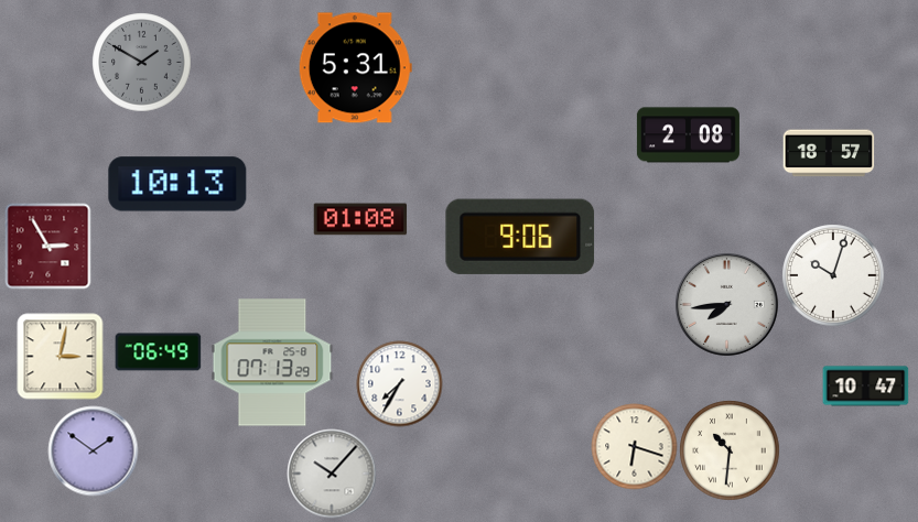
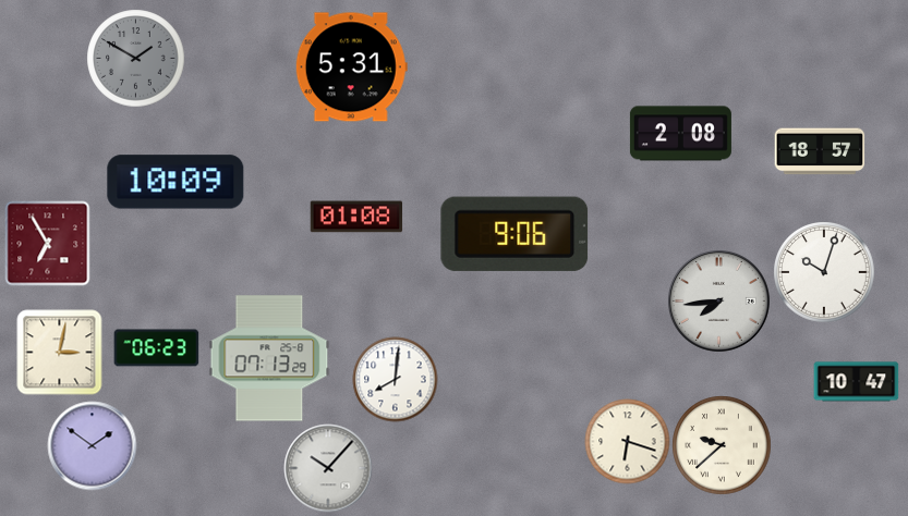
clock at (141, 62) position: (141, 62) -> (135, 58)
clock at (177, 184): 10:13 -> 10:09
clock at (47, 246): 2:55 -> 6:55
clock at (158, 352): 06:49 -> 06:23
clock at (399, 383): 7:35 -> 8:01
clock at (730, 450): 10:31 -> 9:38
